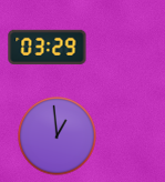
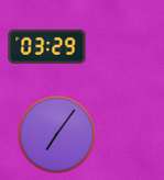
clock at (58, 136): 12:59 -> 7:06
